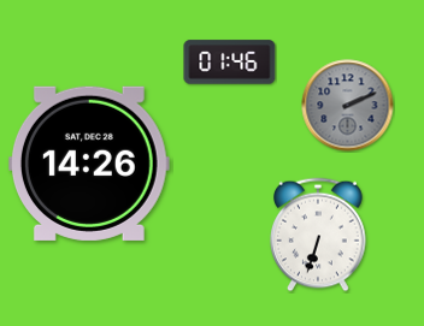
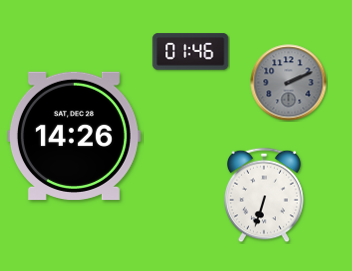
clock at (348, 106) position: (348, 106) -> (289, 83)
